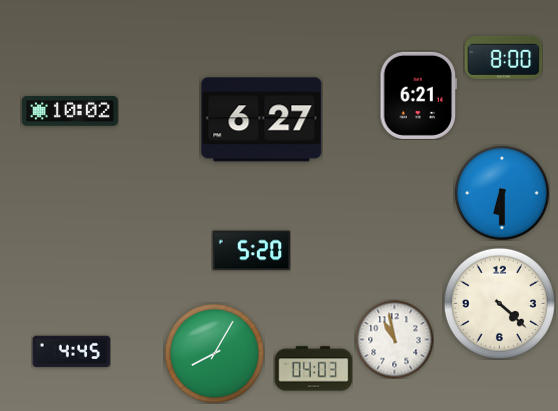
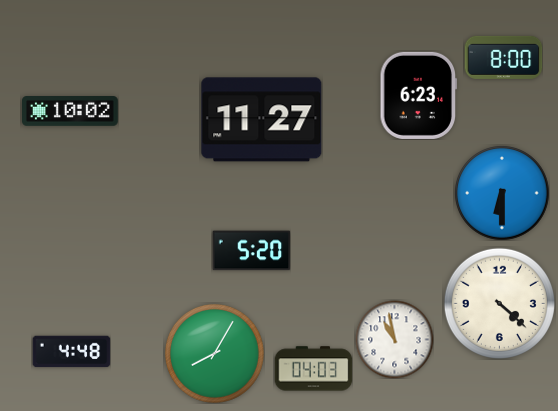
clock at (419, 95): 6:21 -> 6:23
clock at (262, 120): 6:27 -> 11:27
clock at (71, 352): 4:45 -> 4:48
